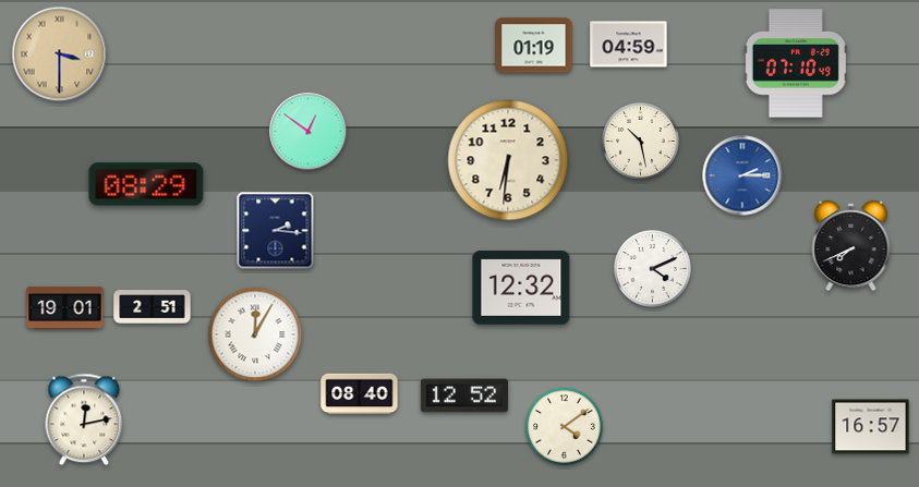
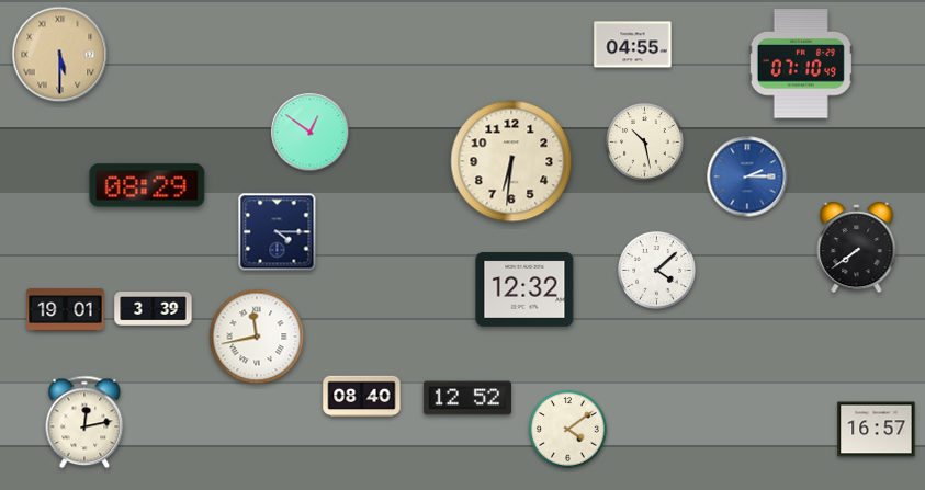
clock at (629, 45): 04:59 -> 04:55
clock at (534, 46): 01:19 -> none
clock at (60, 54): 3:30 -> 5:30
clock at (276, 231): 2:16 -> 4:15
clock at (851, 246): 7:41 -> 7:39
clock at (653, 269): 4:11 -> 4:08
clock at (153, 307): 2:51 -> 3:39
clock at (255, 334): 12:05 -> 11:43
